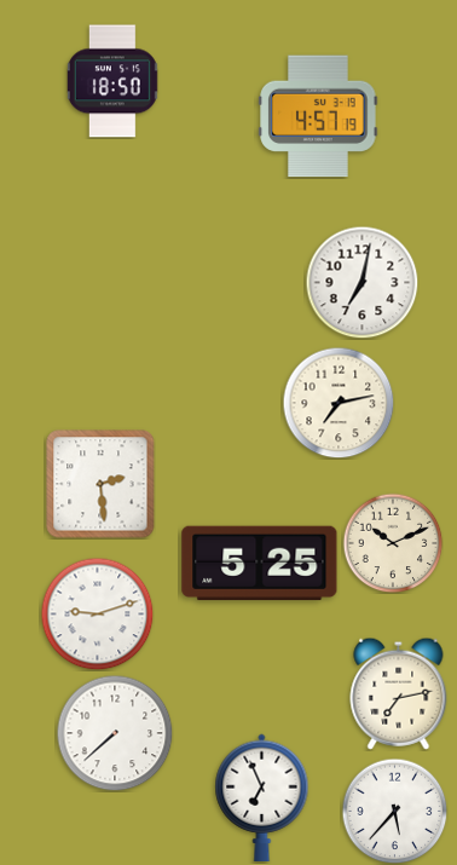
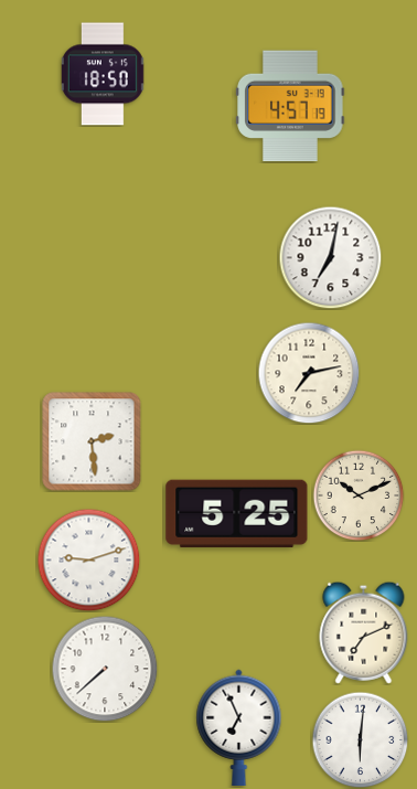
clock at (339, 403) position: (339, 403) -> (309, 373)
clock at (399, 693): 7:13 -> 7:11
clock at (394, 811): 5:37 -> 6:01
